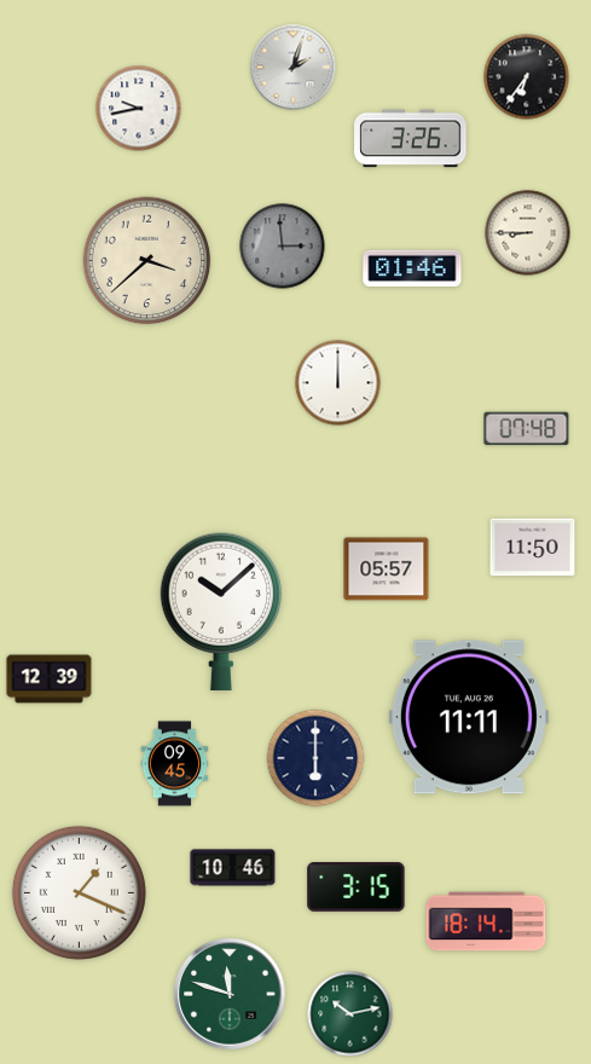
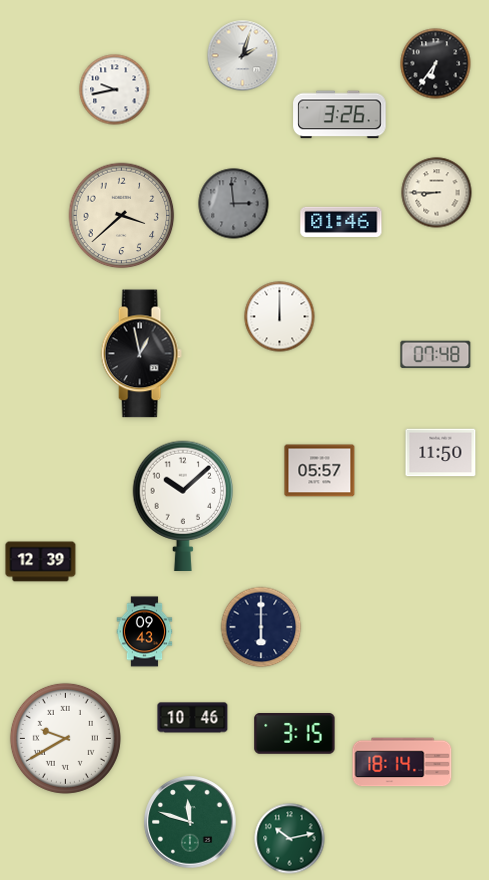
clock at (141, 354): none -> 12:58
clock at (469, 717): 11:11 -> none
clock at (175, 764): 09:45 -> 09:43
clock at (79, 892): 1:19 -> 9:40
